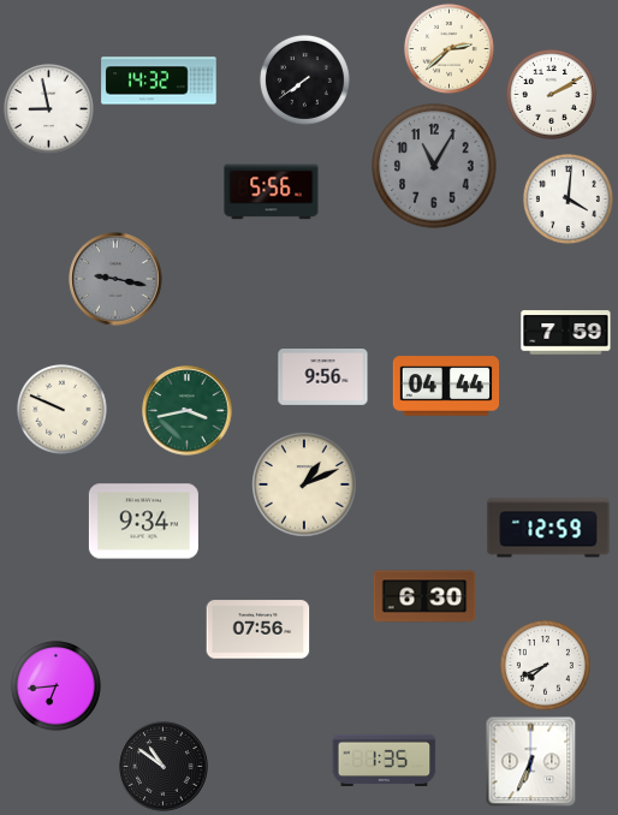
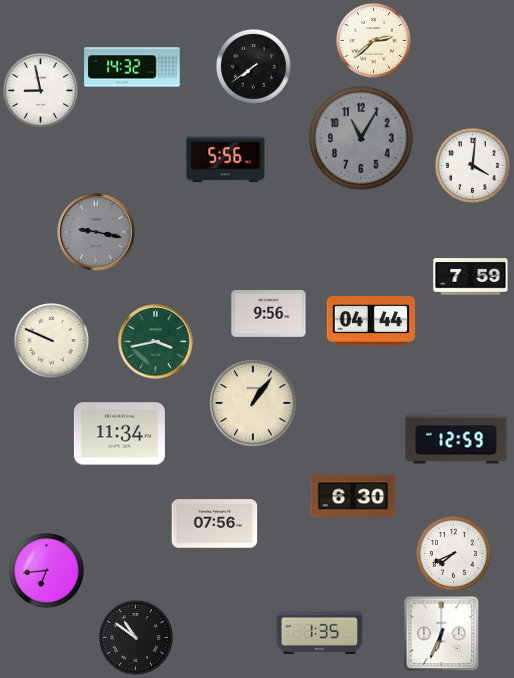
clock at (551, 94): 2:10 -> none
clock at (304, 484): 1:11 -> 1:06
clock at (143, 522): 9:34 -> 11:34
